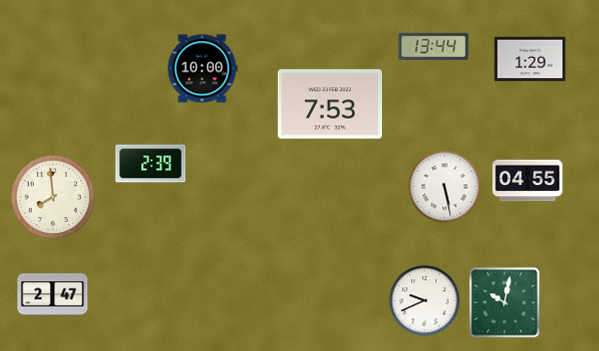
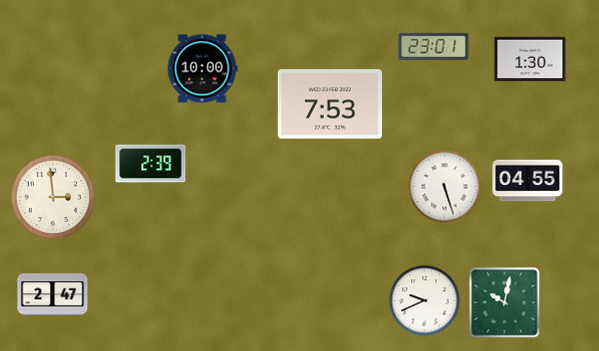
clock at (434, 46): 13:44 -> 23:01
clock at (530, 59): 1:29 -> 1:30
clock at (445, 187): 5:28 -> 5:27
clock at (53, 197): 7:59 -> 2:59
